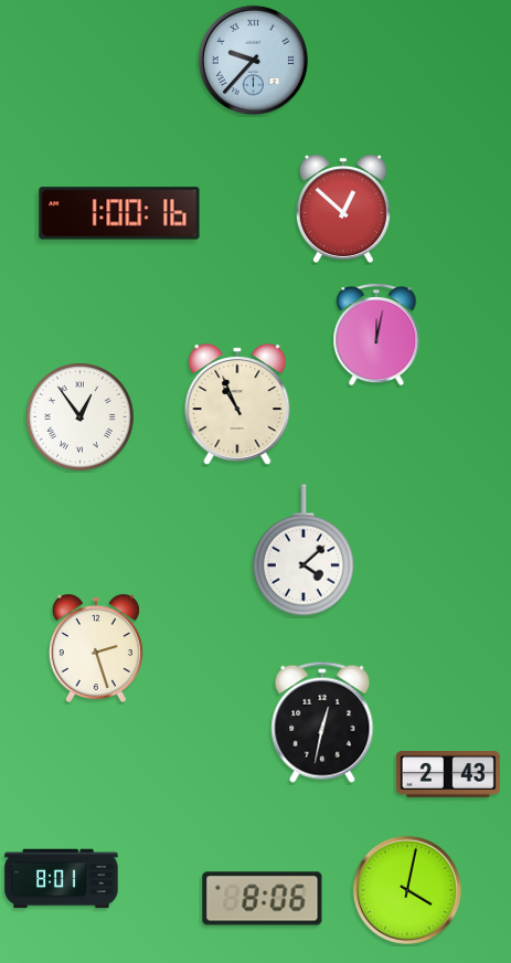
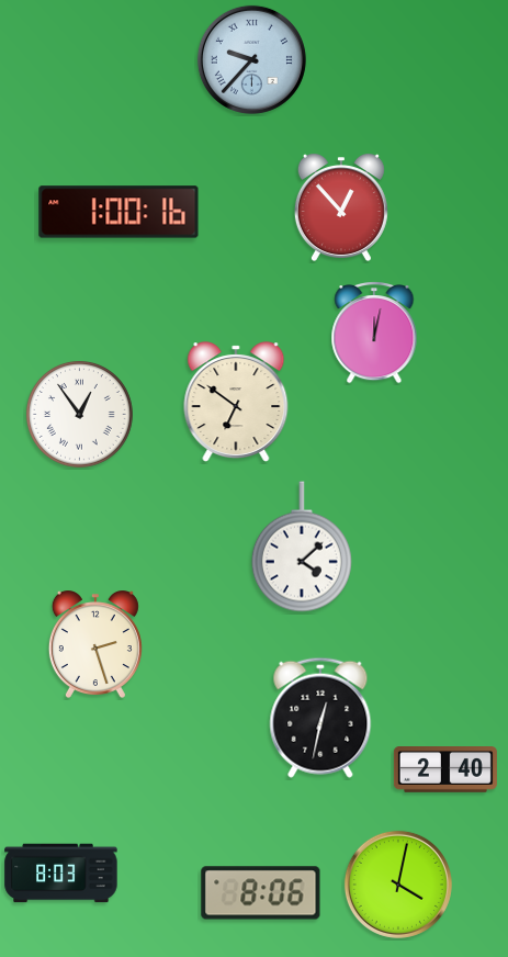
clock at (343, 209): 12:52 -> 12:53
clock at (237, 404): 10:56 -> 6:51
clock at (448, 775): 2:43 -> 2:40
clock at (62, 879): 8:01 -> 8:03
clock at (407, 890) position: (407, 890) -> (398, 885)
